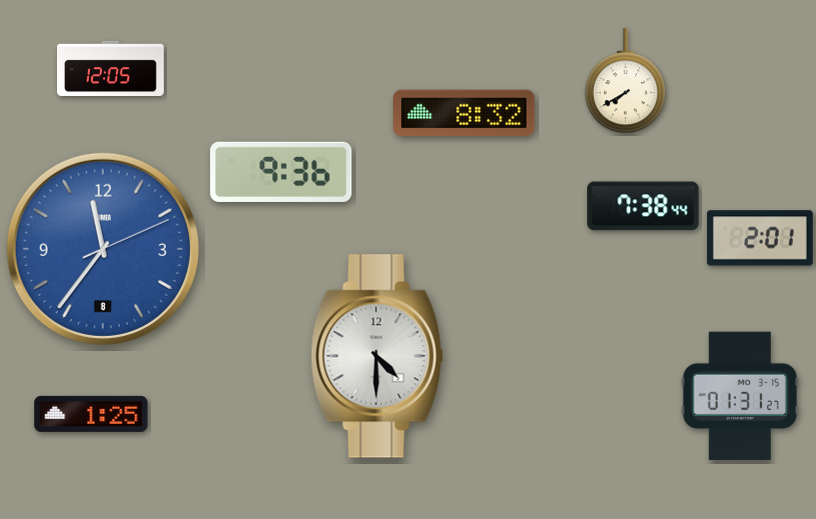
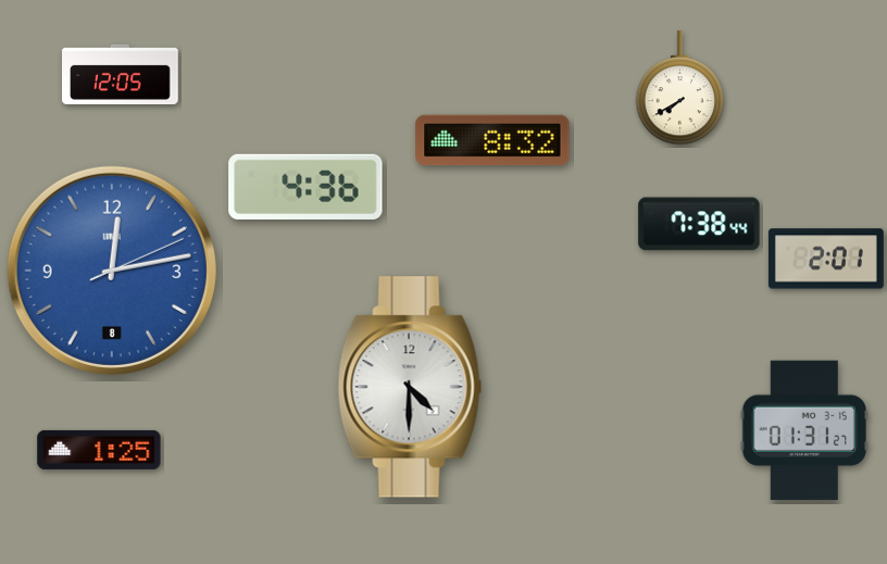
clock at (464, 113) position: (464, 113) -> (492, 140)
clock at (281, 171): 9:36 -> 4:36
clock at (103, 249): 11:36 -> 12:13
